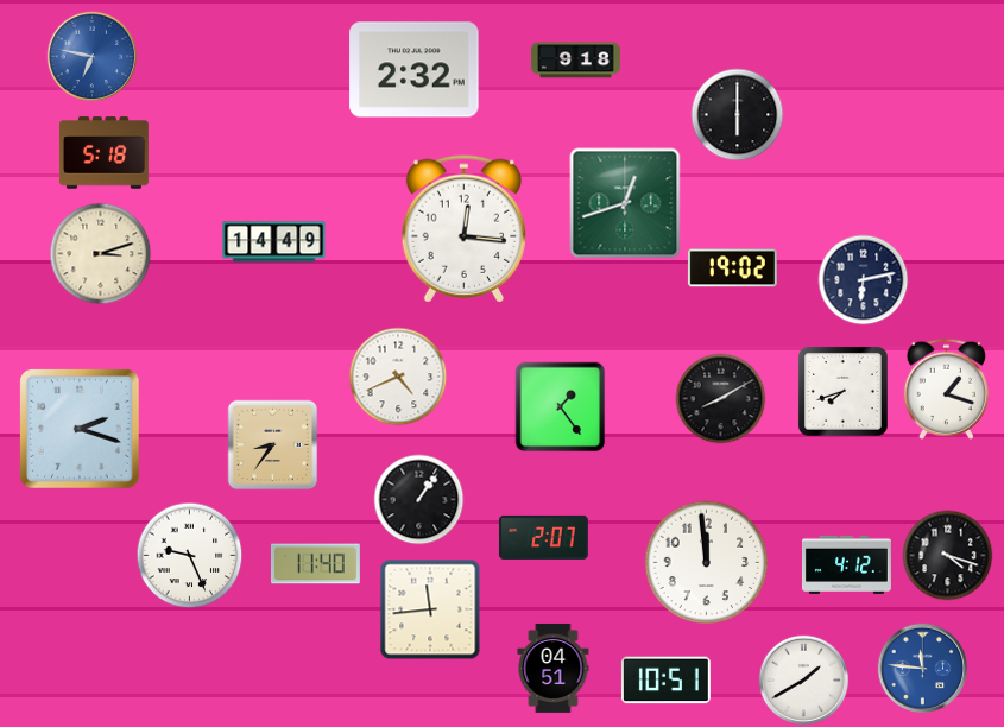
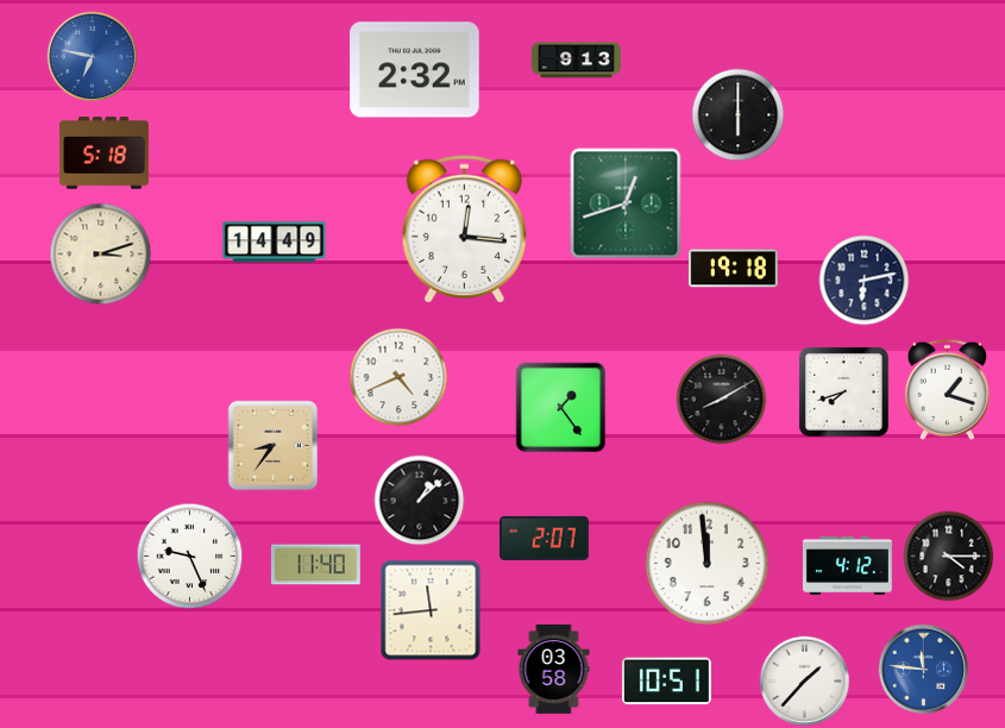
clock at (575, 61): 9:18 -> 9:13
clock at (732, 268): 19:02 -> 19:18
clock at (80, 429): 2:18 -> none
clock at (419, 500): 1:06 -> 1:08
clock at (948, 556): 4:18 -> 4:15
clock at (554, 668): 04:51 -> 03:58
clock at (804, 681): 1:40 -> 1:37
